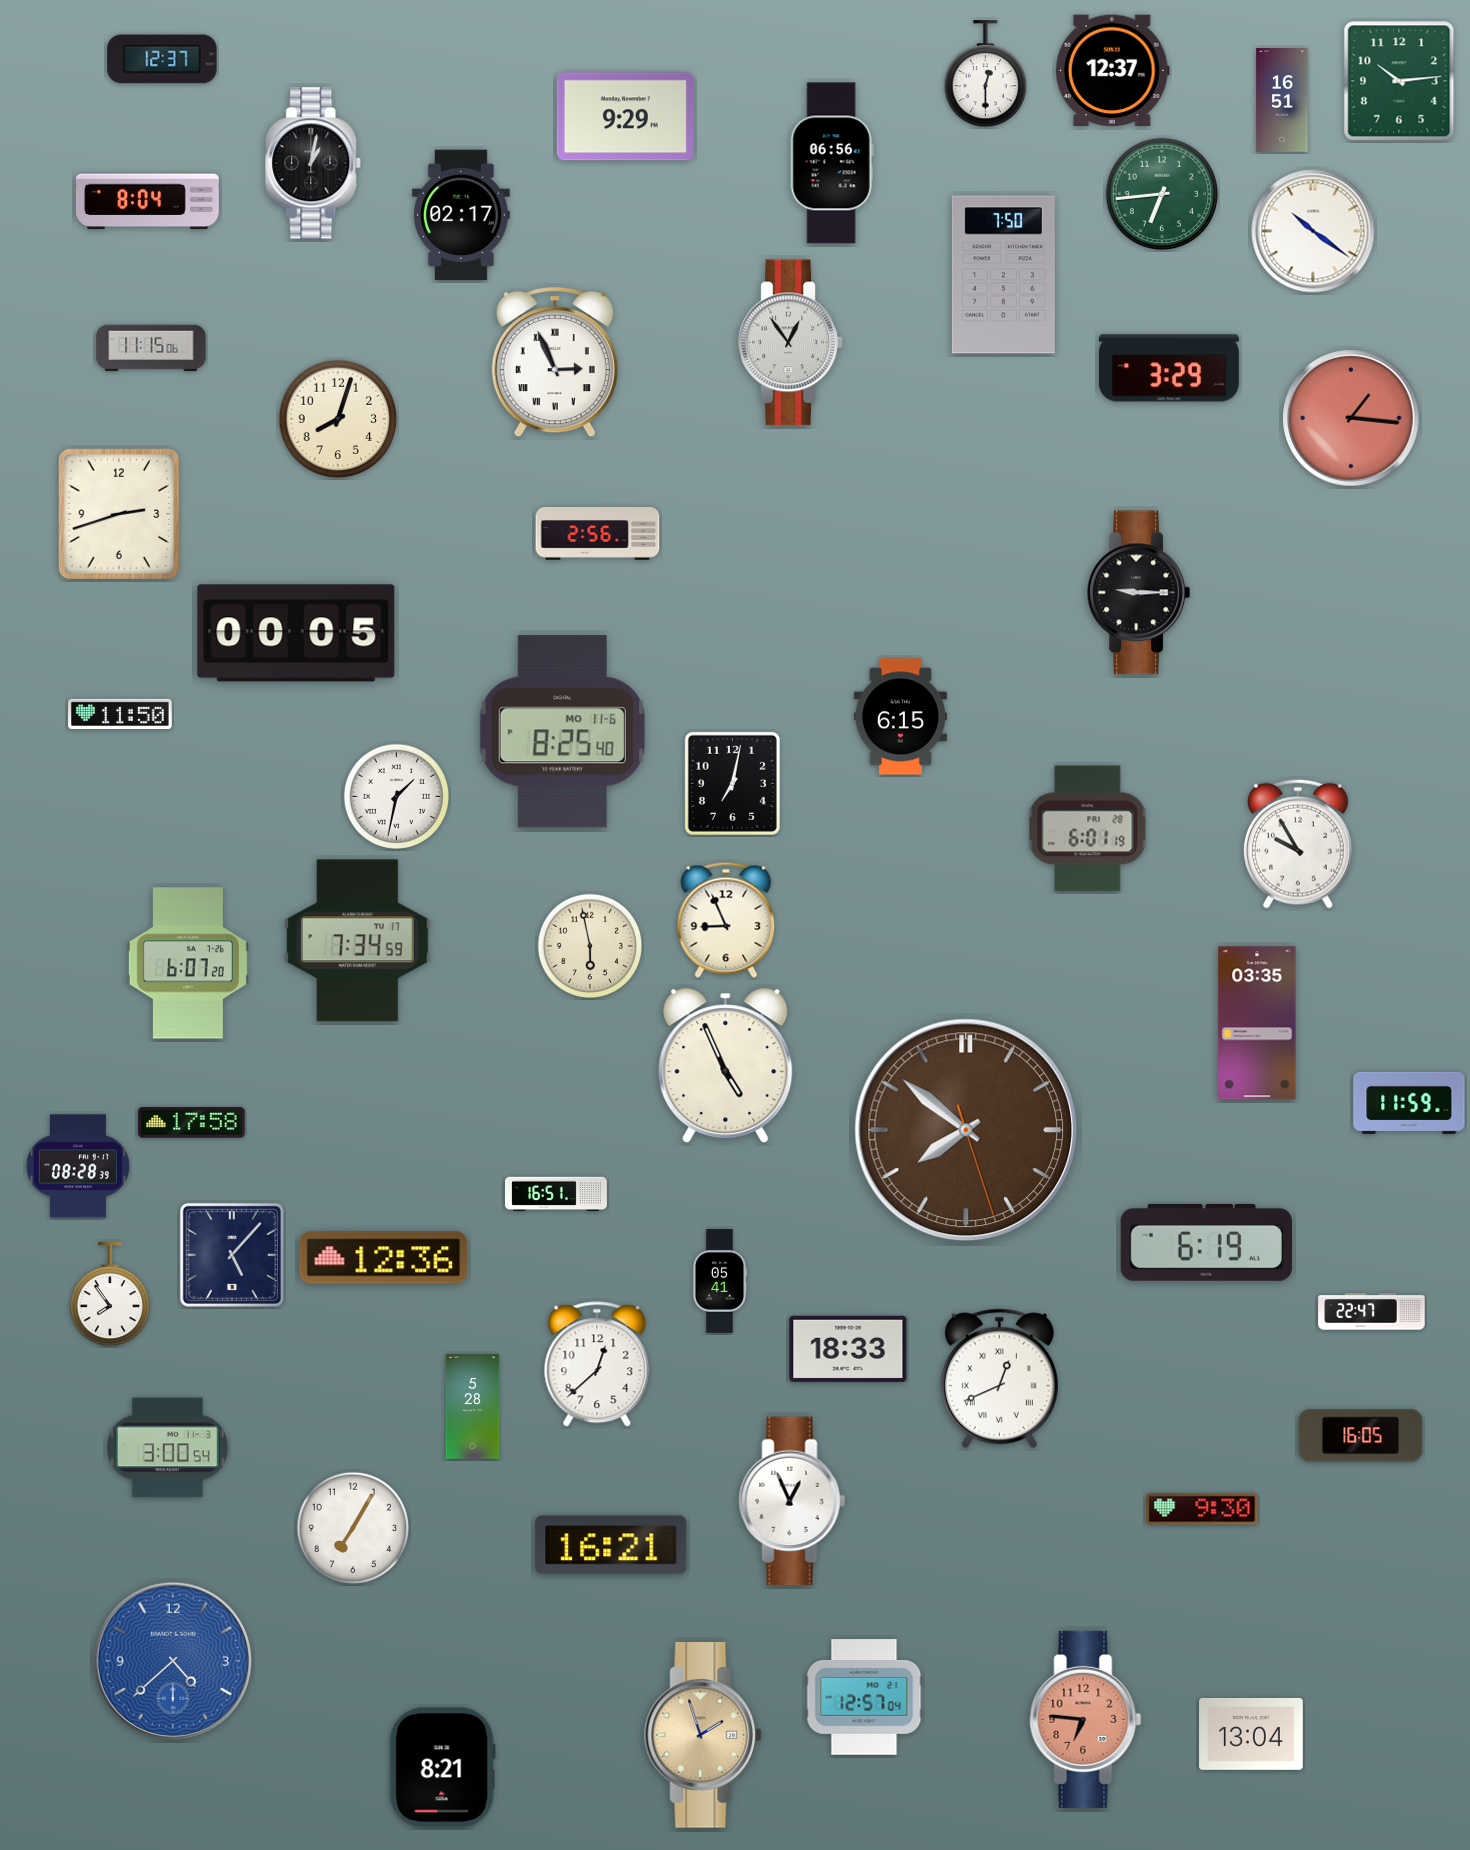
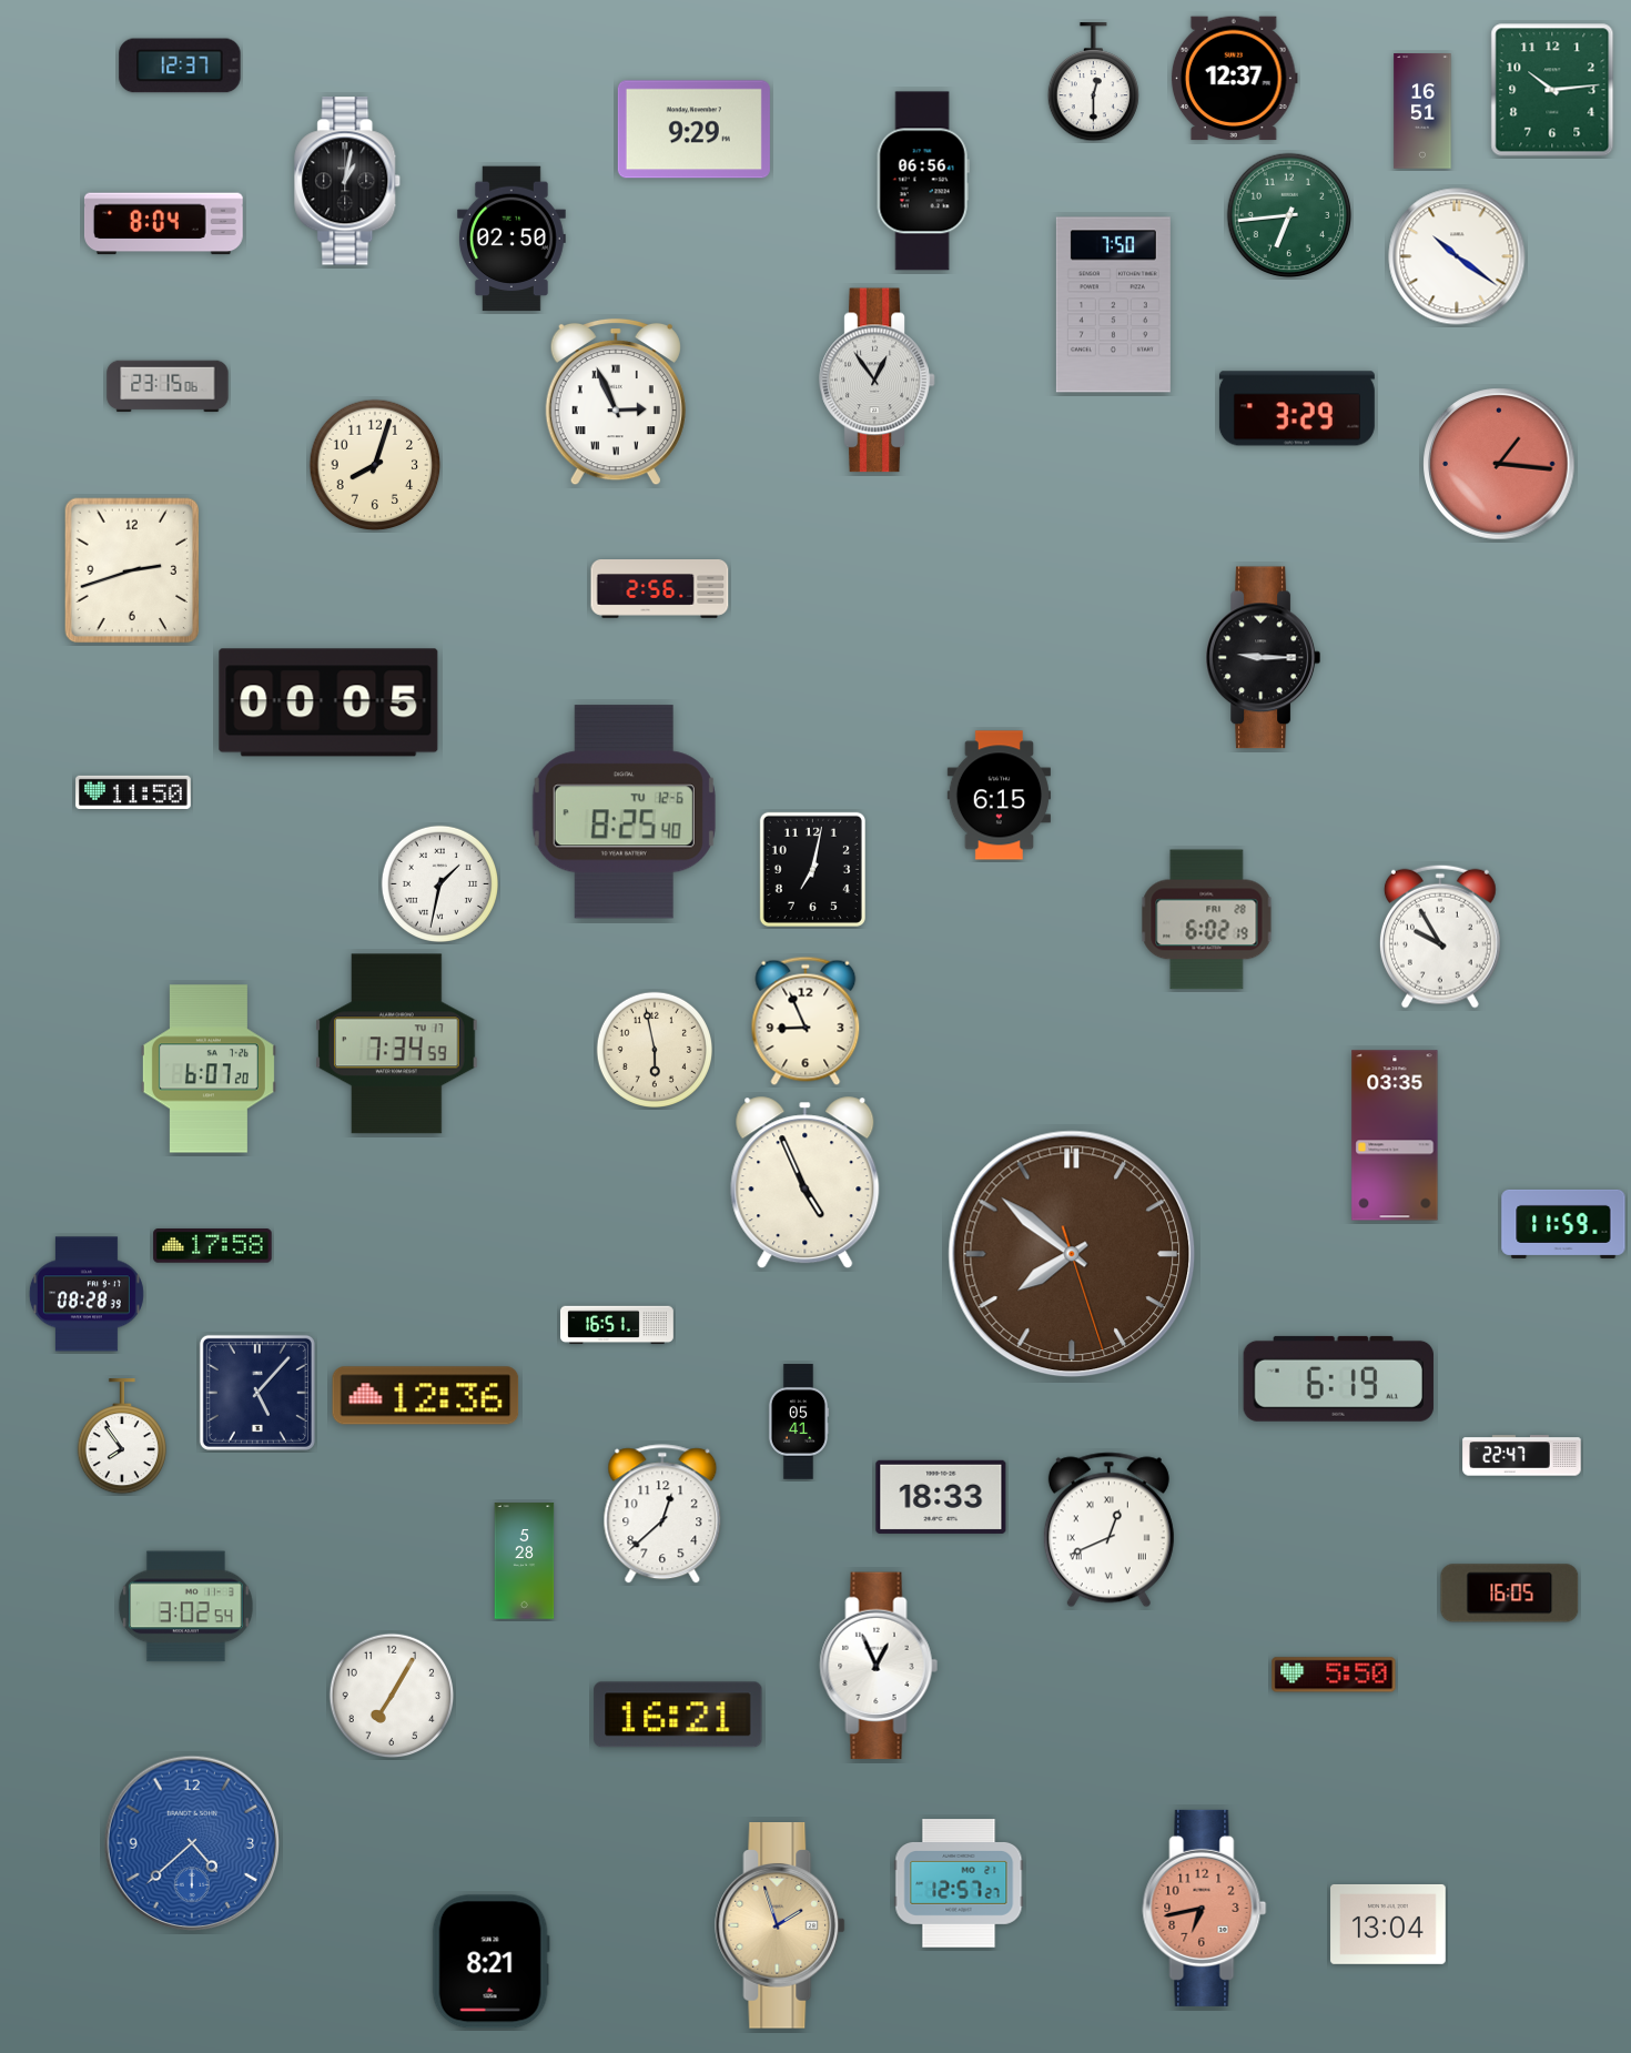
clock at (461, 215): 02:17 -> 02:50
clock at (151, 348): 11:15 -> 23:15
clock at (598, 534) position: (598, 534) -> (660, 589)
clock at (562, 732) date: MO 11-6 -> TU 12-6
clock at (1088, 829): 6:01 -> 6:02
clock at (167, 1448): 3:00 -> 3:02
clock at (1202, 1509): 9:30 -> 5:50
clock at (864, 1697): 12:57:04 -> 12:57:27
clock at (1086, 1719): 6:46 -> 6:43
